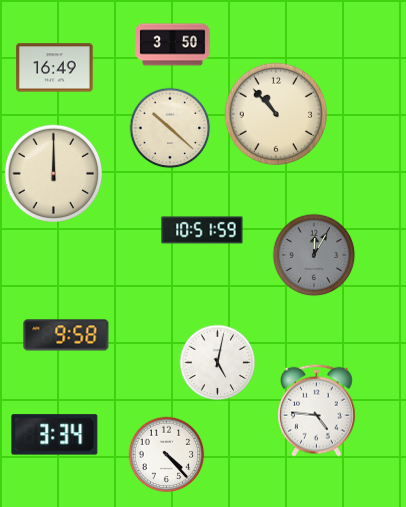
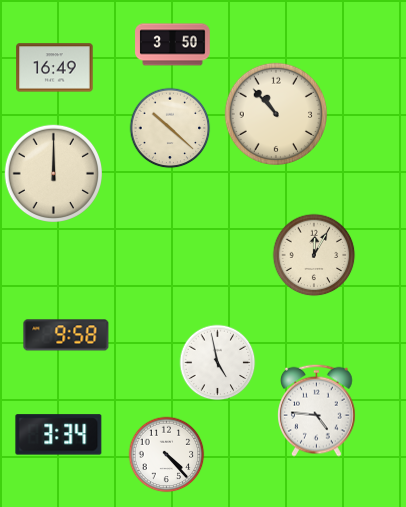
clock at (202, 230): 10:51 -> none
clock at (314, 255) dial: grey -> cream
clock at (218, 363): 5:02 -> 4:58
clock at (55, 435) position: (55, 435) -> (59, 435)
